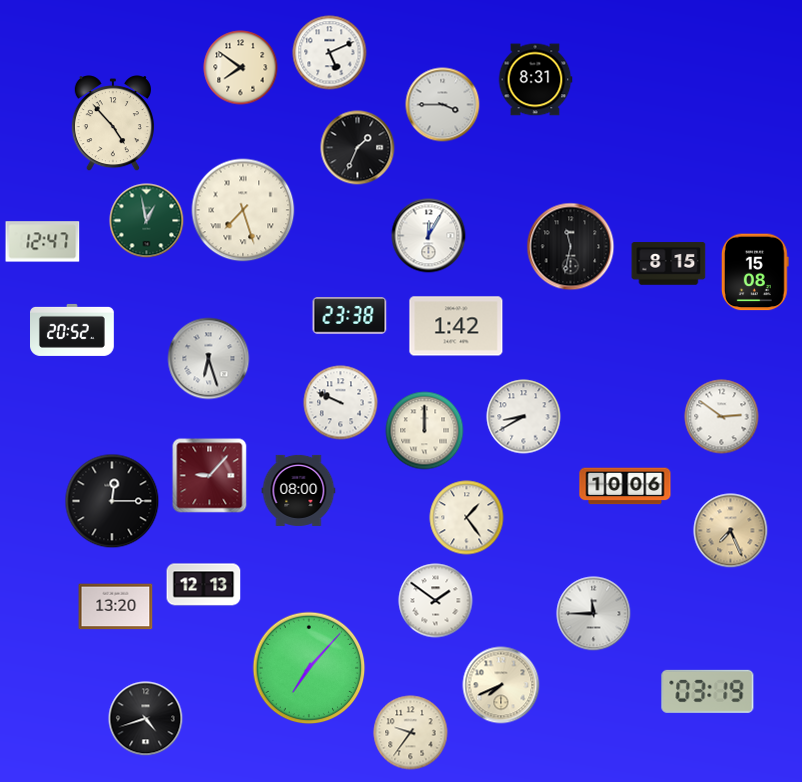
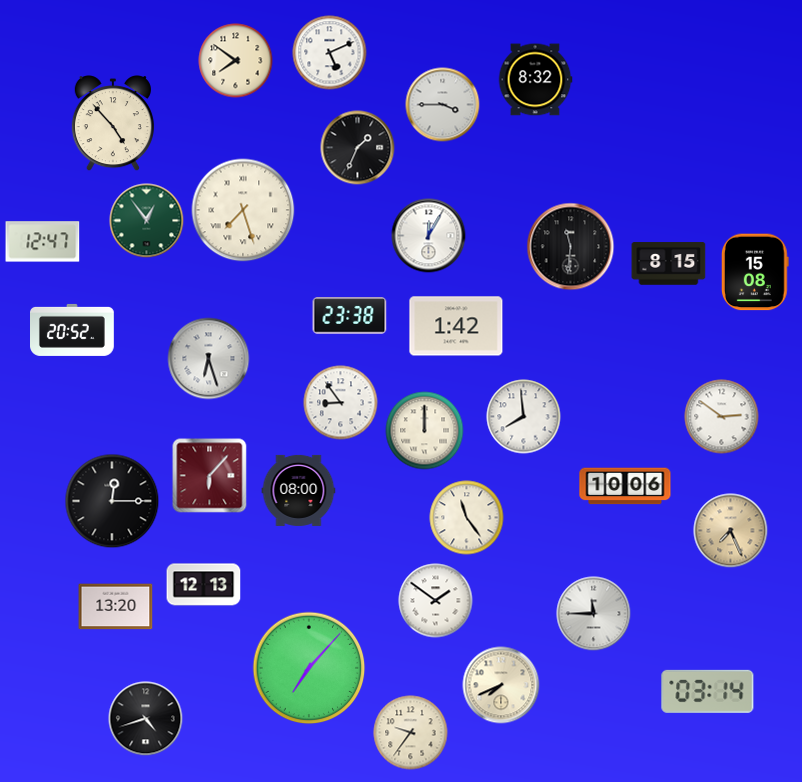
clock at (241, 68) position: (241, 68) -> (236, 61)
clock at (535, 80): 8:31 -> 8:32
clock at (147, 221): 12:58 -> 12:54
clock at (571, 247): 11:32 -> 11:31
clock at (341, 403): 9:49 -> 8:54
clock at (524, 417): 8:40 -> 7:59
clock at (210, 476): 9:07 -> 6:07
clock at (467, 518): 1:24 -> 11:24
clock at (708, 691): 03:19 -> 03:14
